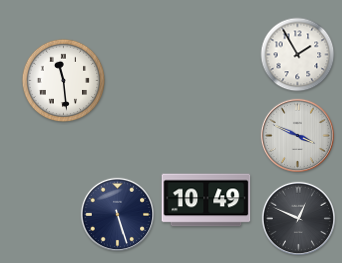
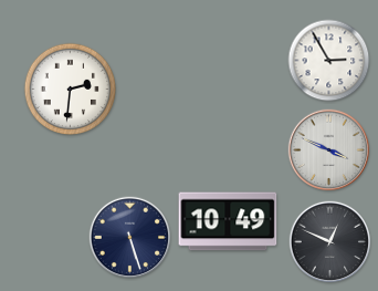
clock at (298, 55): 1:55 -> 2:55
clock at (64, 81): 11:29 -> 2:31
